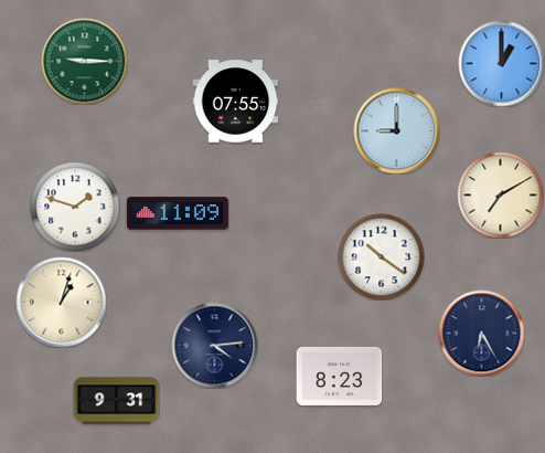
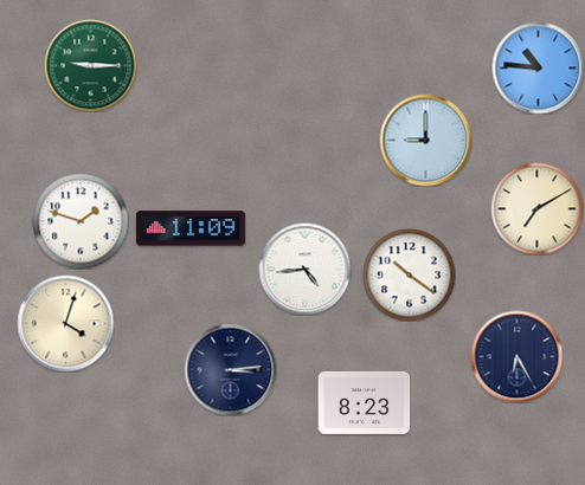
clock at (501, 63): 1:00 -> 10:46
clock at (235, 102): 07:55 -> none
clock at (304, 269): none -> 4:44
clock at (61, 302): 1:03 -> 4:03
clock at (214, 345): 4:14 -> 3:14
clock at (116, 401): 9:31 -> none
